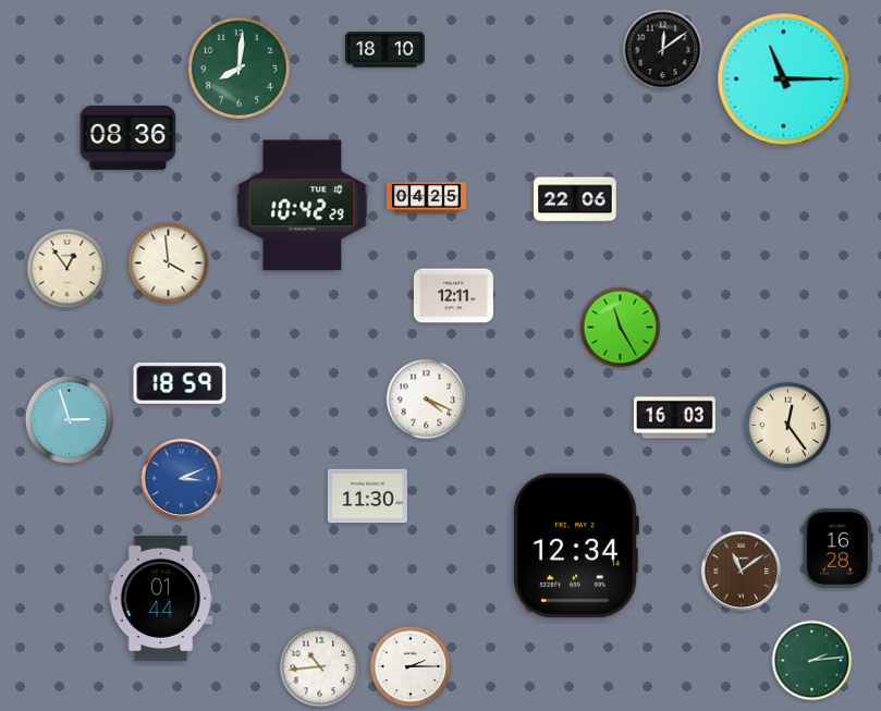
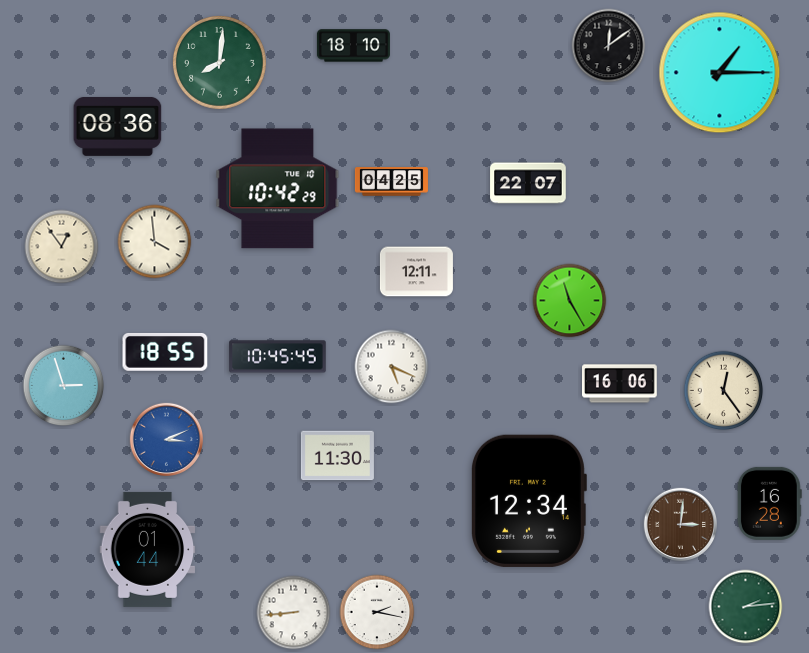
clock at (784, 79): 11:15 -> 1:15
clock at (575, 199): 22:06 -> 22:07
clock at (180, 383): 18:59 -> 18:55
clock at (278, 357): none -> 10:45
clock at (427, 400): 4:19 -> 5:19
clock at (675, 418): 16:03 -> 16:06
clock at (741, 571): 11:09 -> 3:01
clock at (411, 666): 2:15 -> 2:17
clock at (320, 667): 10:44 -> 8:44
